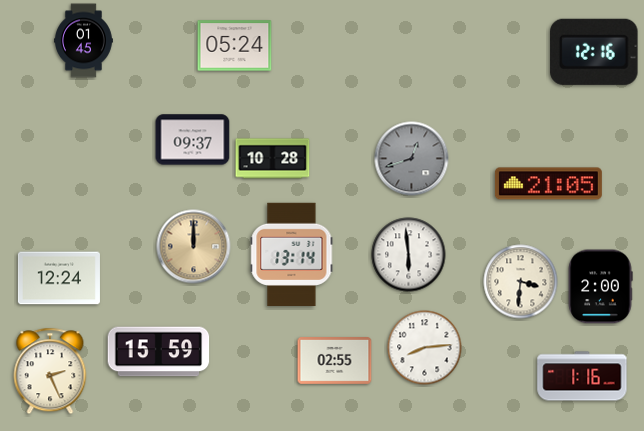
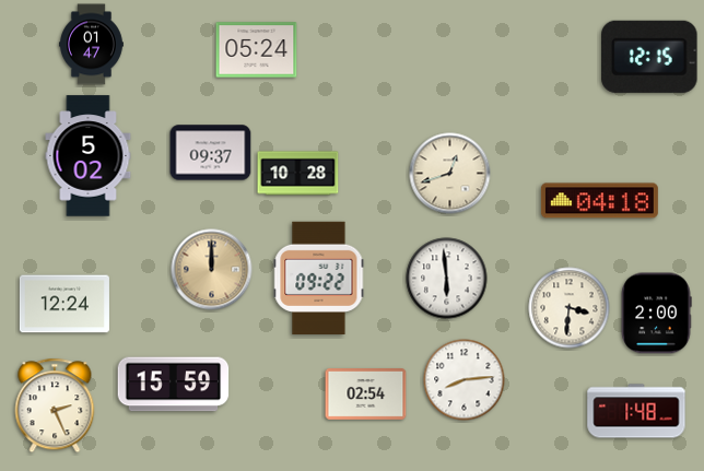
clock at (84, 41): 01:45 -> 01:47
clock at (594, 52): 12:16 -> 12:15
clock at (89, 156): none -> 5:02
clock at (412, 159) dial: grey -> cream
clock at (548, 184): 21:05 -> 04:18
clock at (292, 254): 13:14 -> 09:22
clock at (335, 361): 02:55 -> 02:54
clock at (582, 376): 1:16 -> 1:48
